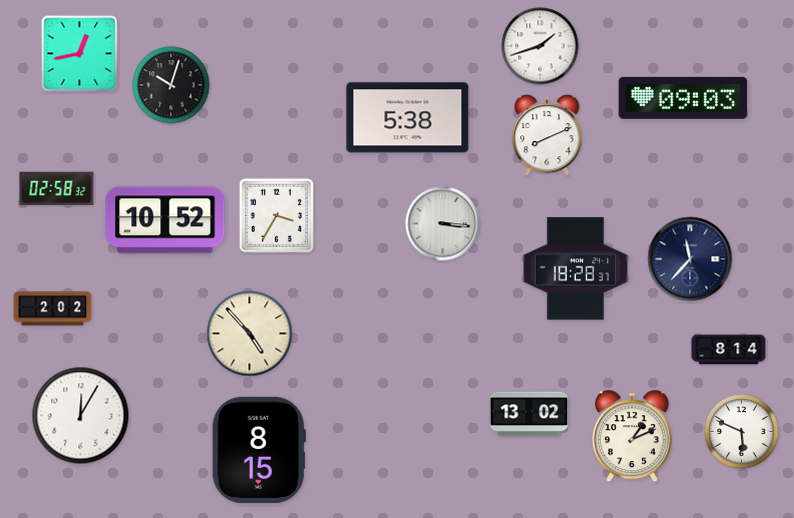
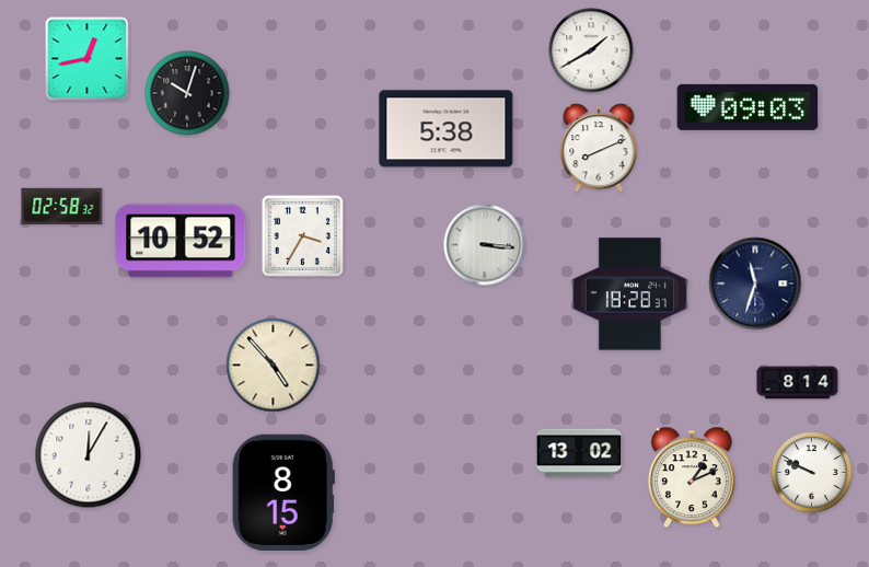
clock at (540, 46): 1:42 -> 1:40
clock at (690, 259): 11:37 -> 11:33
clock at (53, 309): 2:02 -> none
clock at (742, 432): 5:49 -> 9:49
